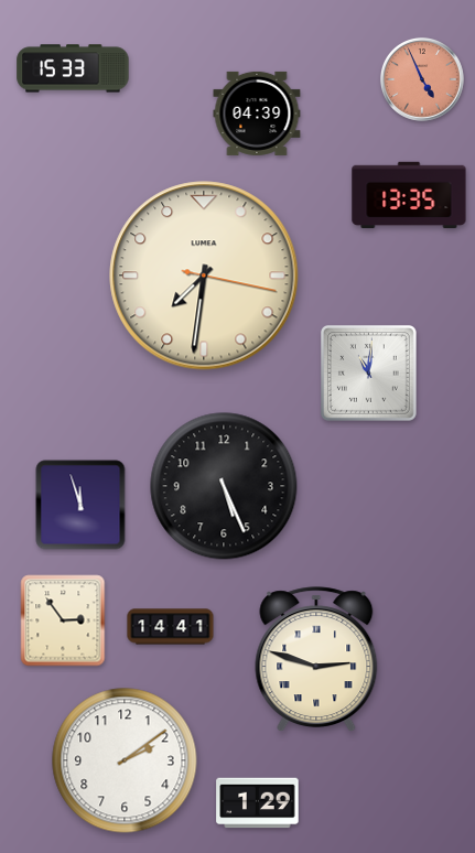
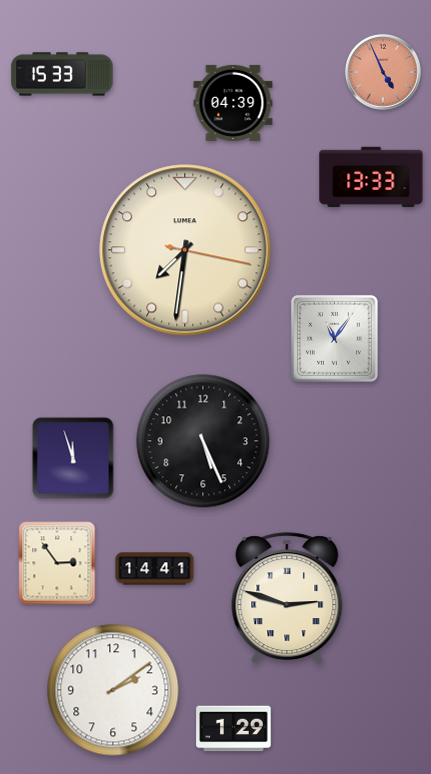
clock at (73, 68) position: (73, 68) -> (62, 74)
clock at (409, 195): 13:35 -> 13:33
clock at (368, 372): 11:01 -> 11:06
